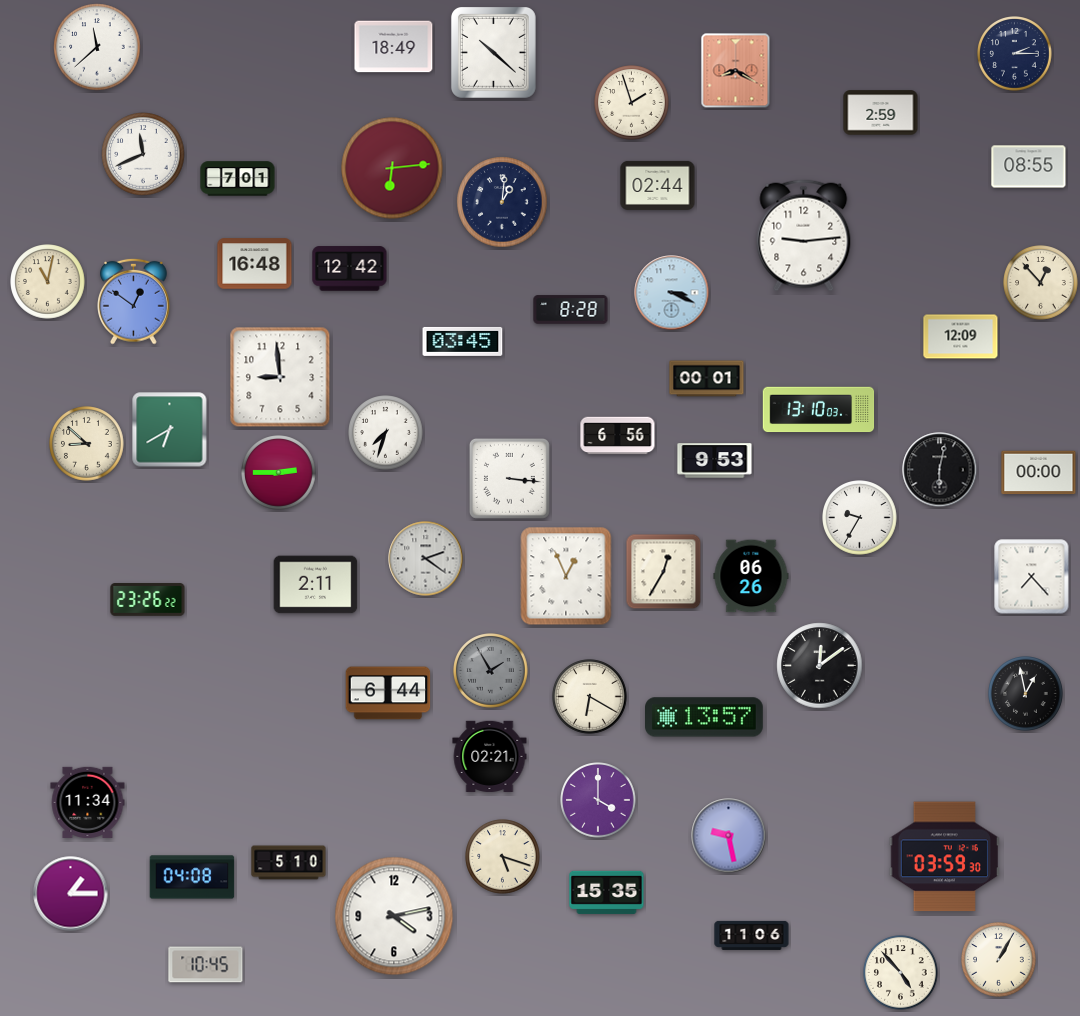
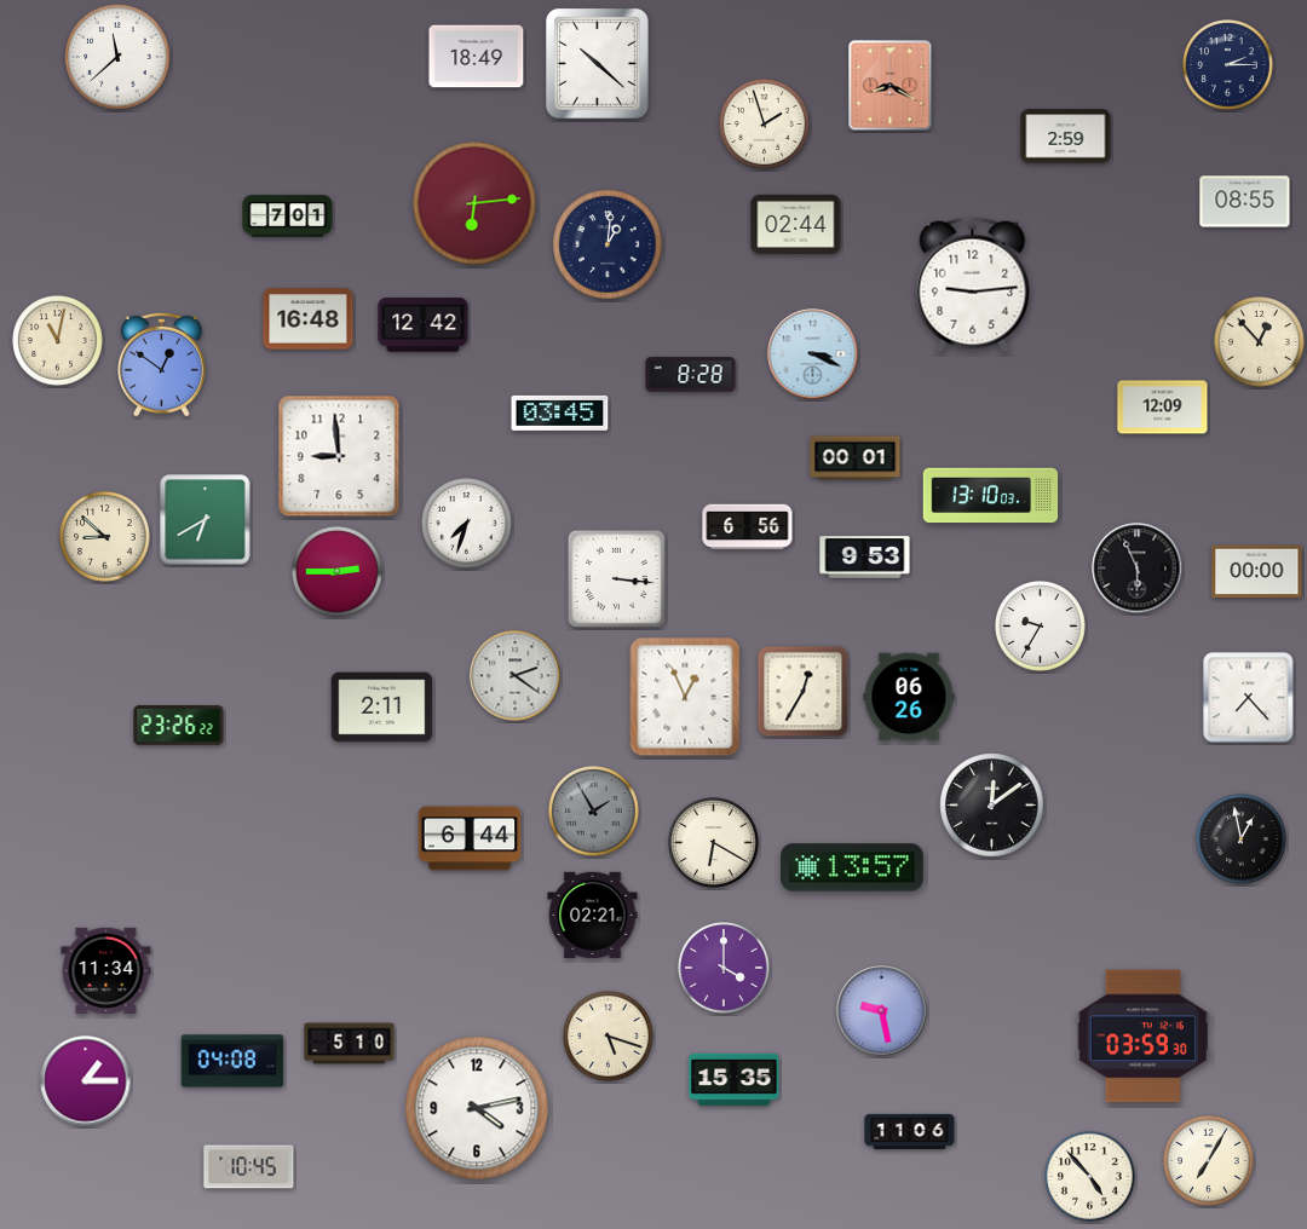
clock at (143, 154): 11:41 -> none
clock at (940, 470): 6:02 -> 5:56
clock at (999, 960): 1:05 -> 7:05
